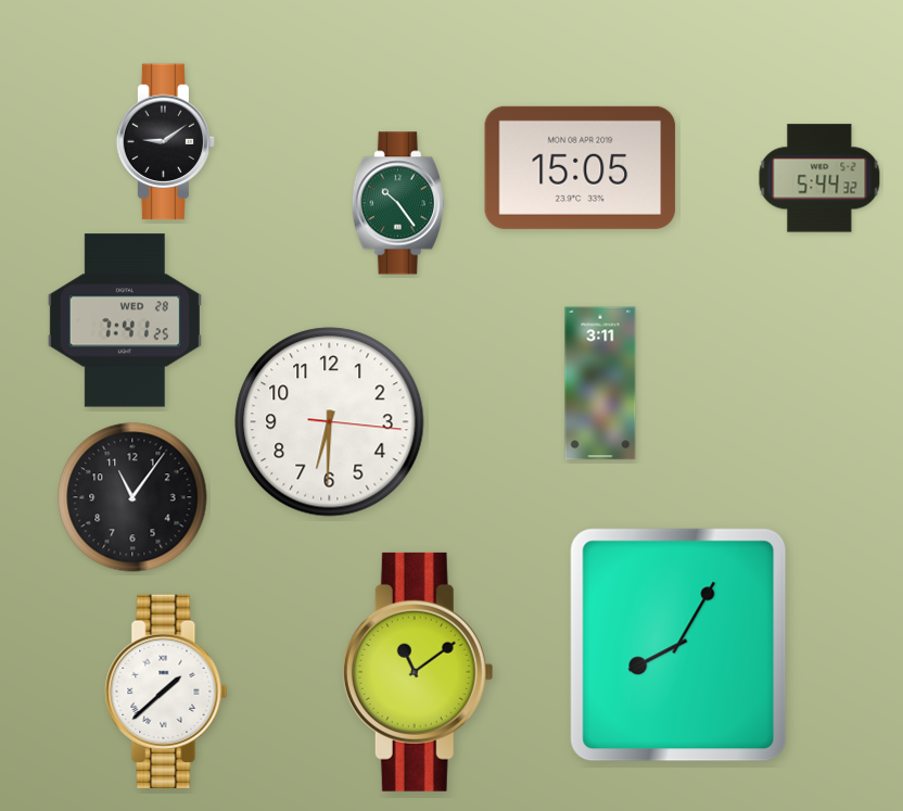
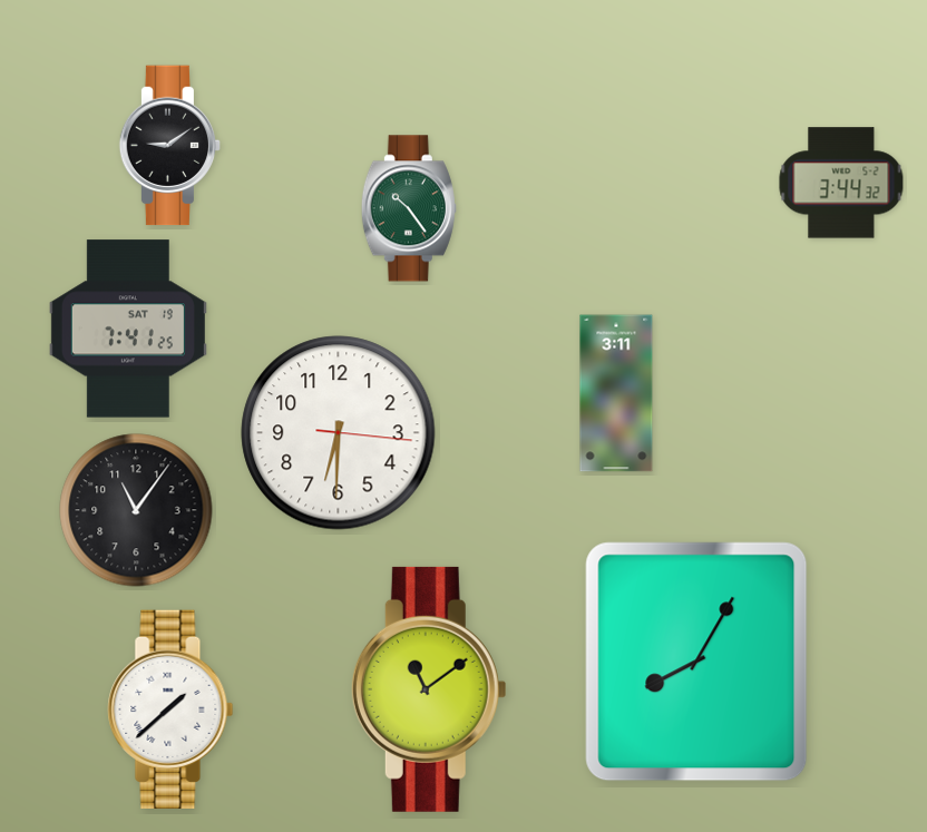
clock at (581, 167): 15:05 -> none
clock at (819, 178): 5:44 -> 3:44
clock at (125, 320) date: WED 28 -> SAT 19
